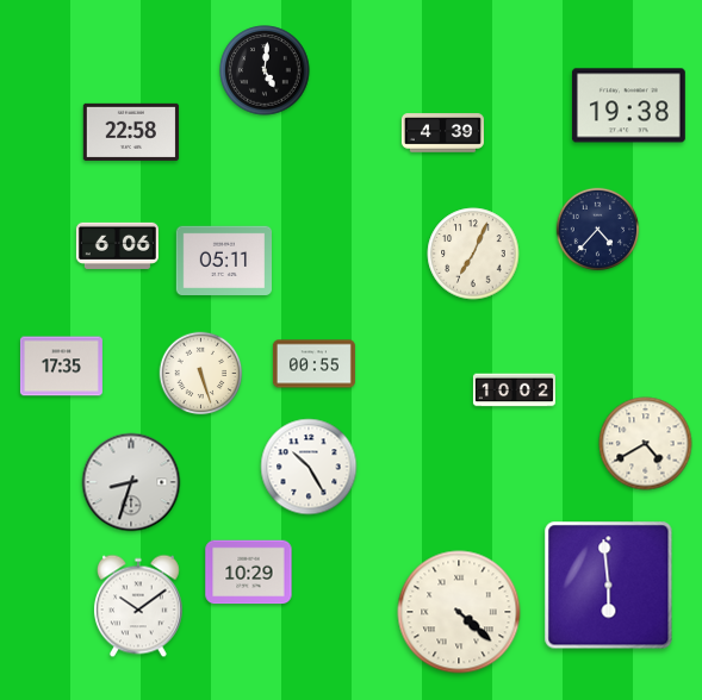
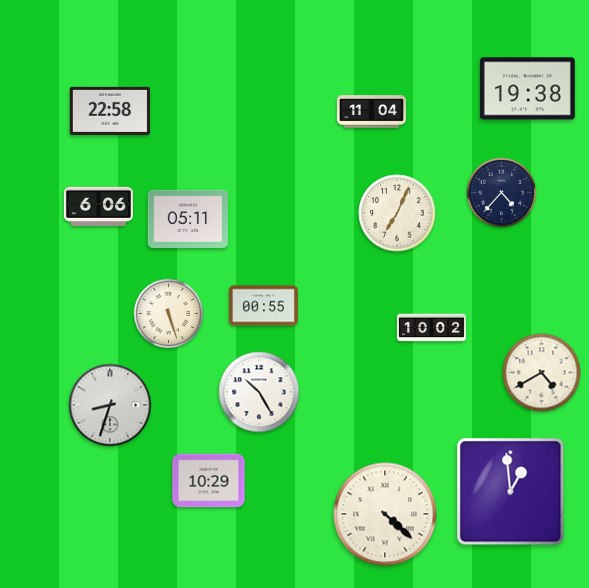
clock at (265, 70): 5:01 -> none
clock at (442, 133): 4:39 -> 11:04
clock at (61, 367): 17:35 -> none
clock at (609, 586): 5:59 -> 12:59
clock at (138, 606): 10:09 -> none
